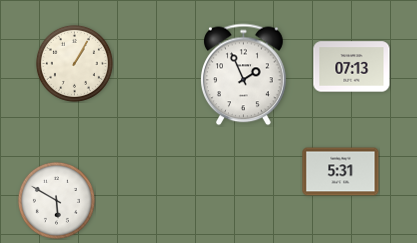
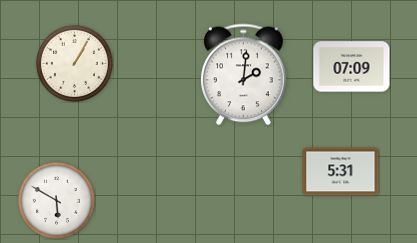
clock at (352, 67): 07:13 -> 07:09
clock at (244, 75): 1:56 -> 2:01
